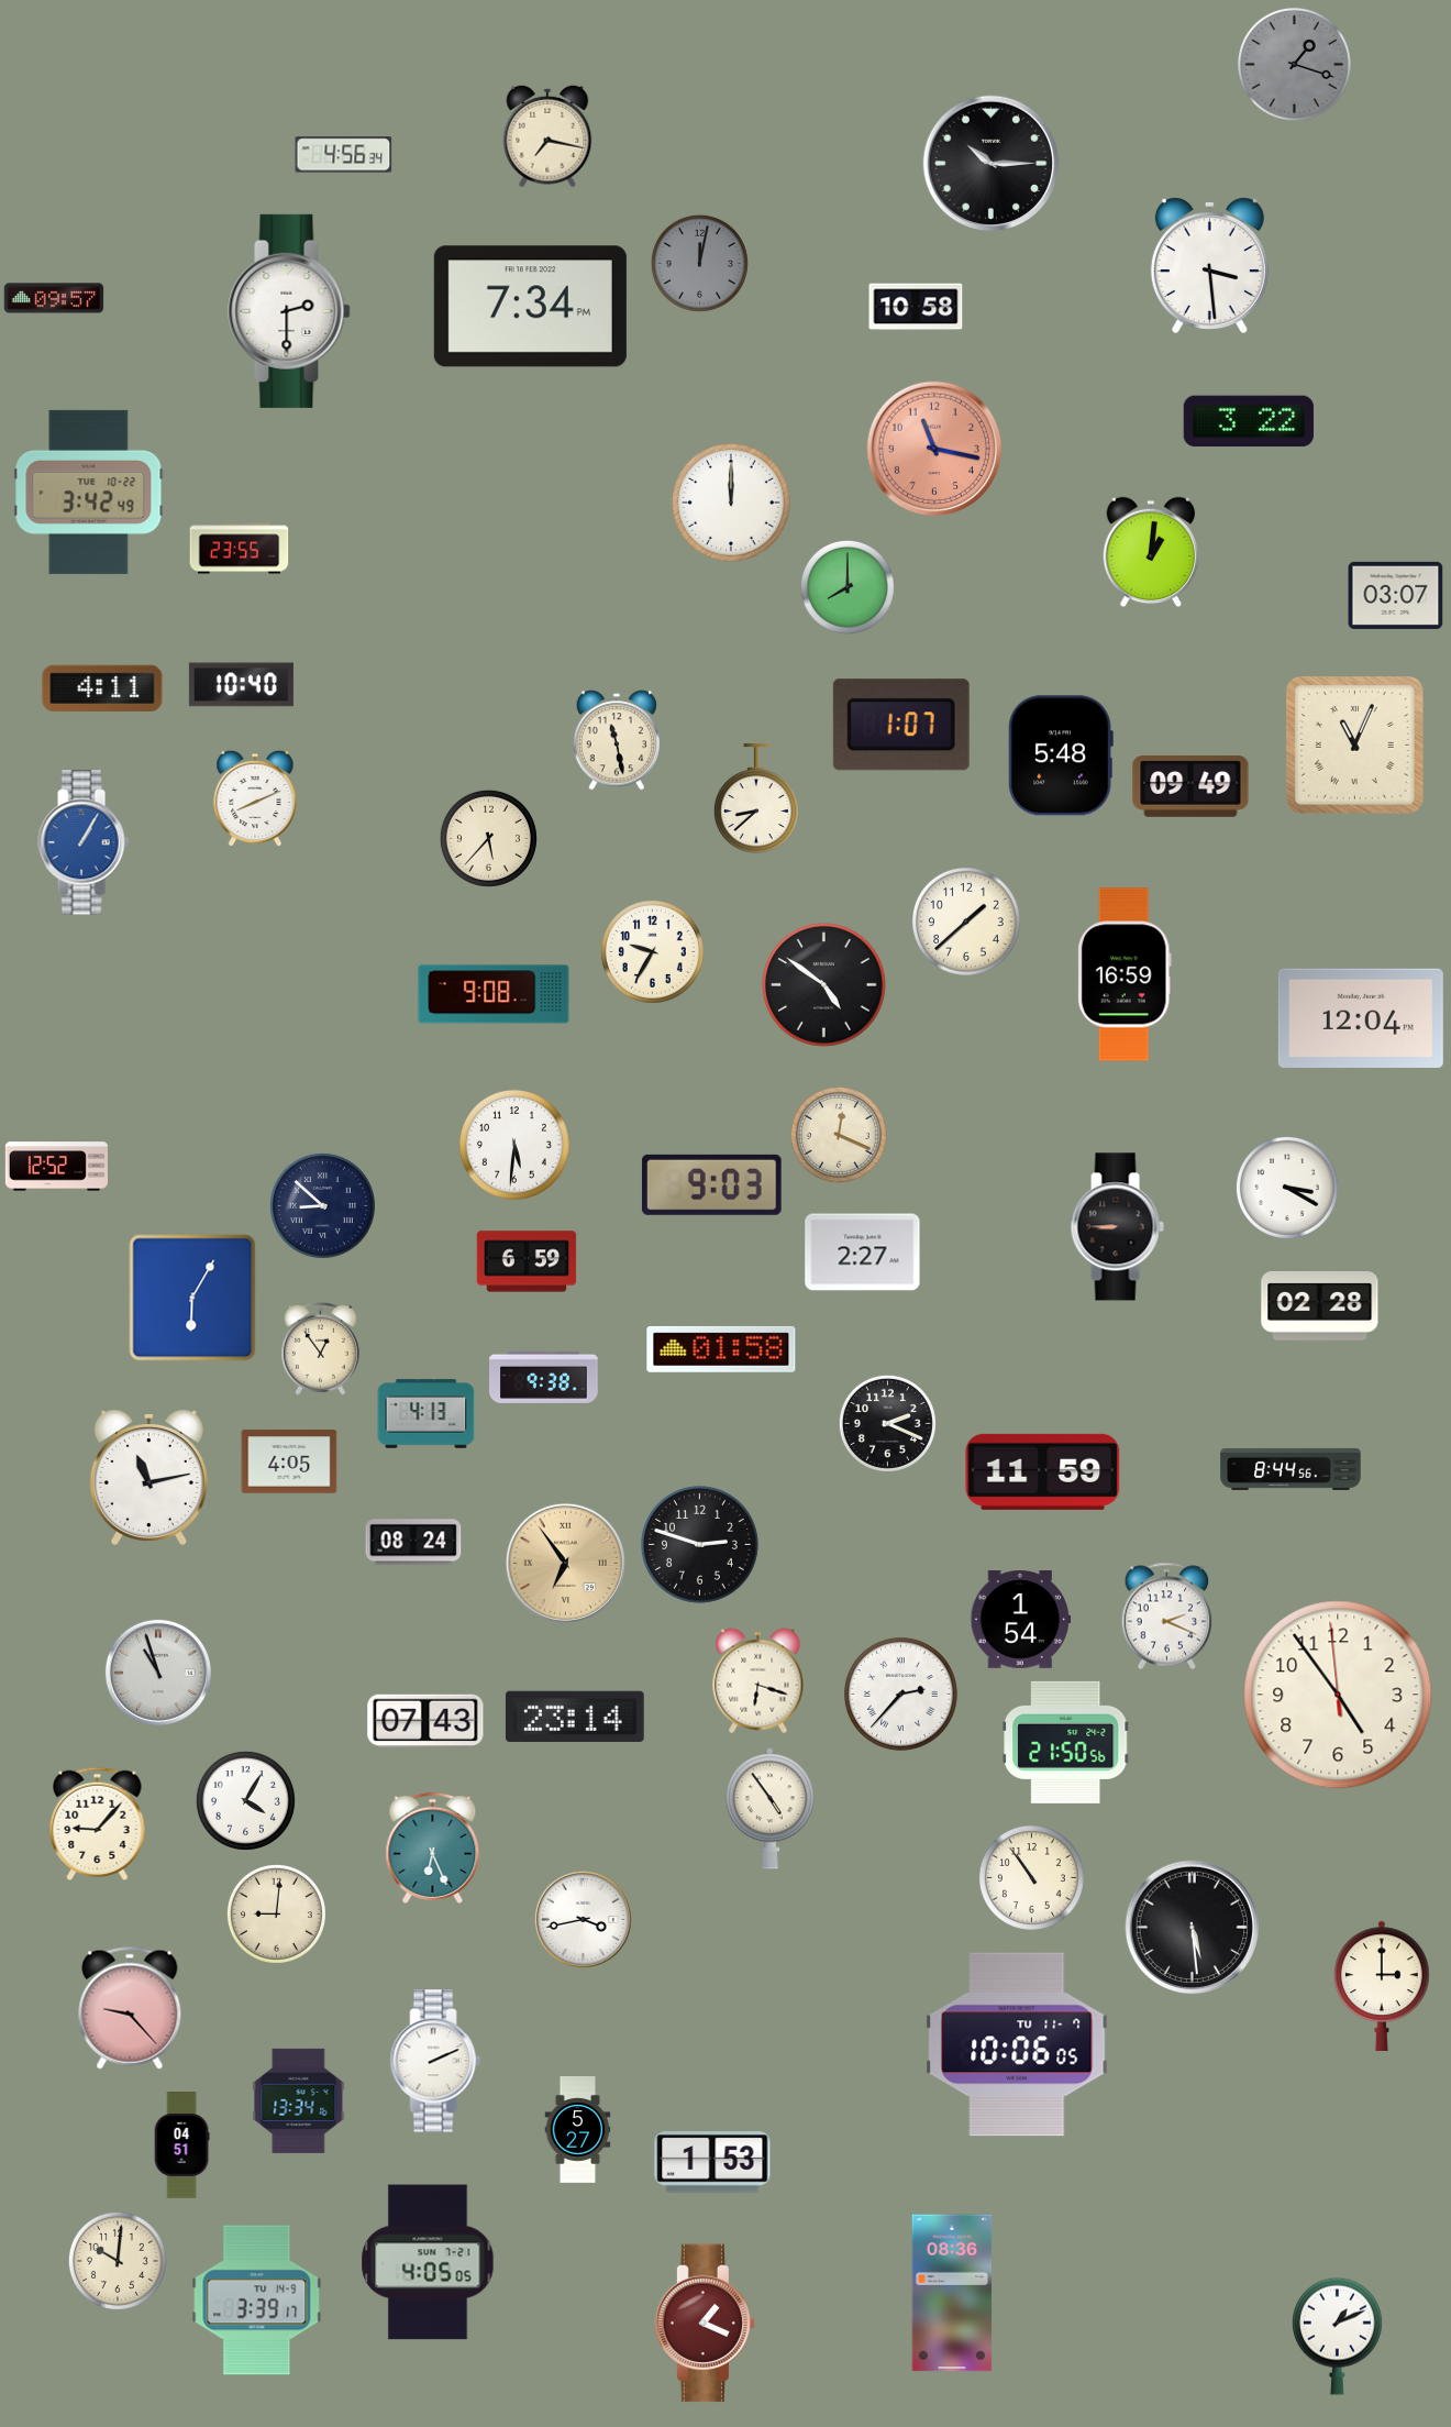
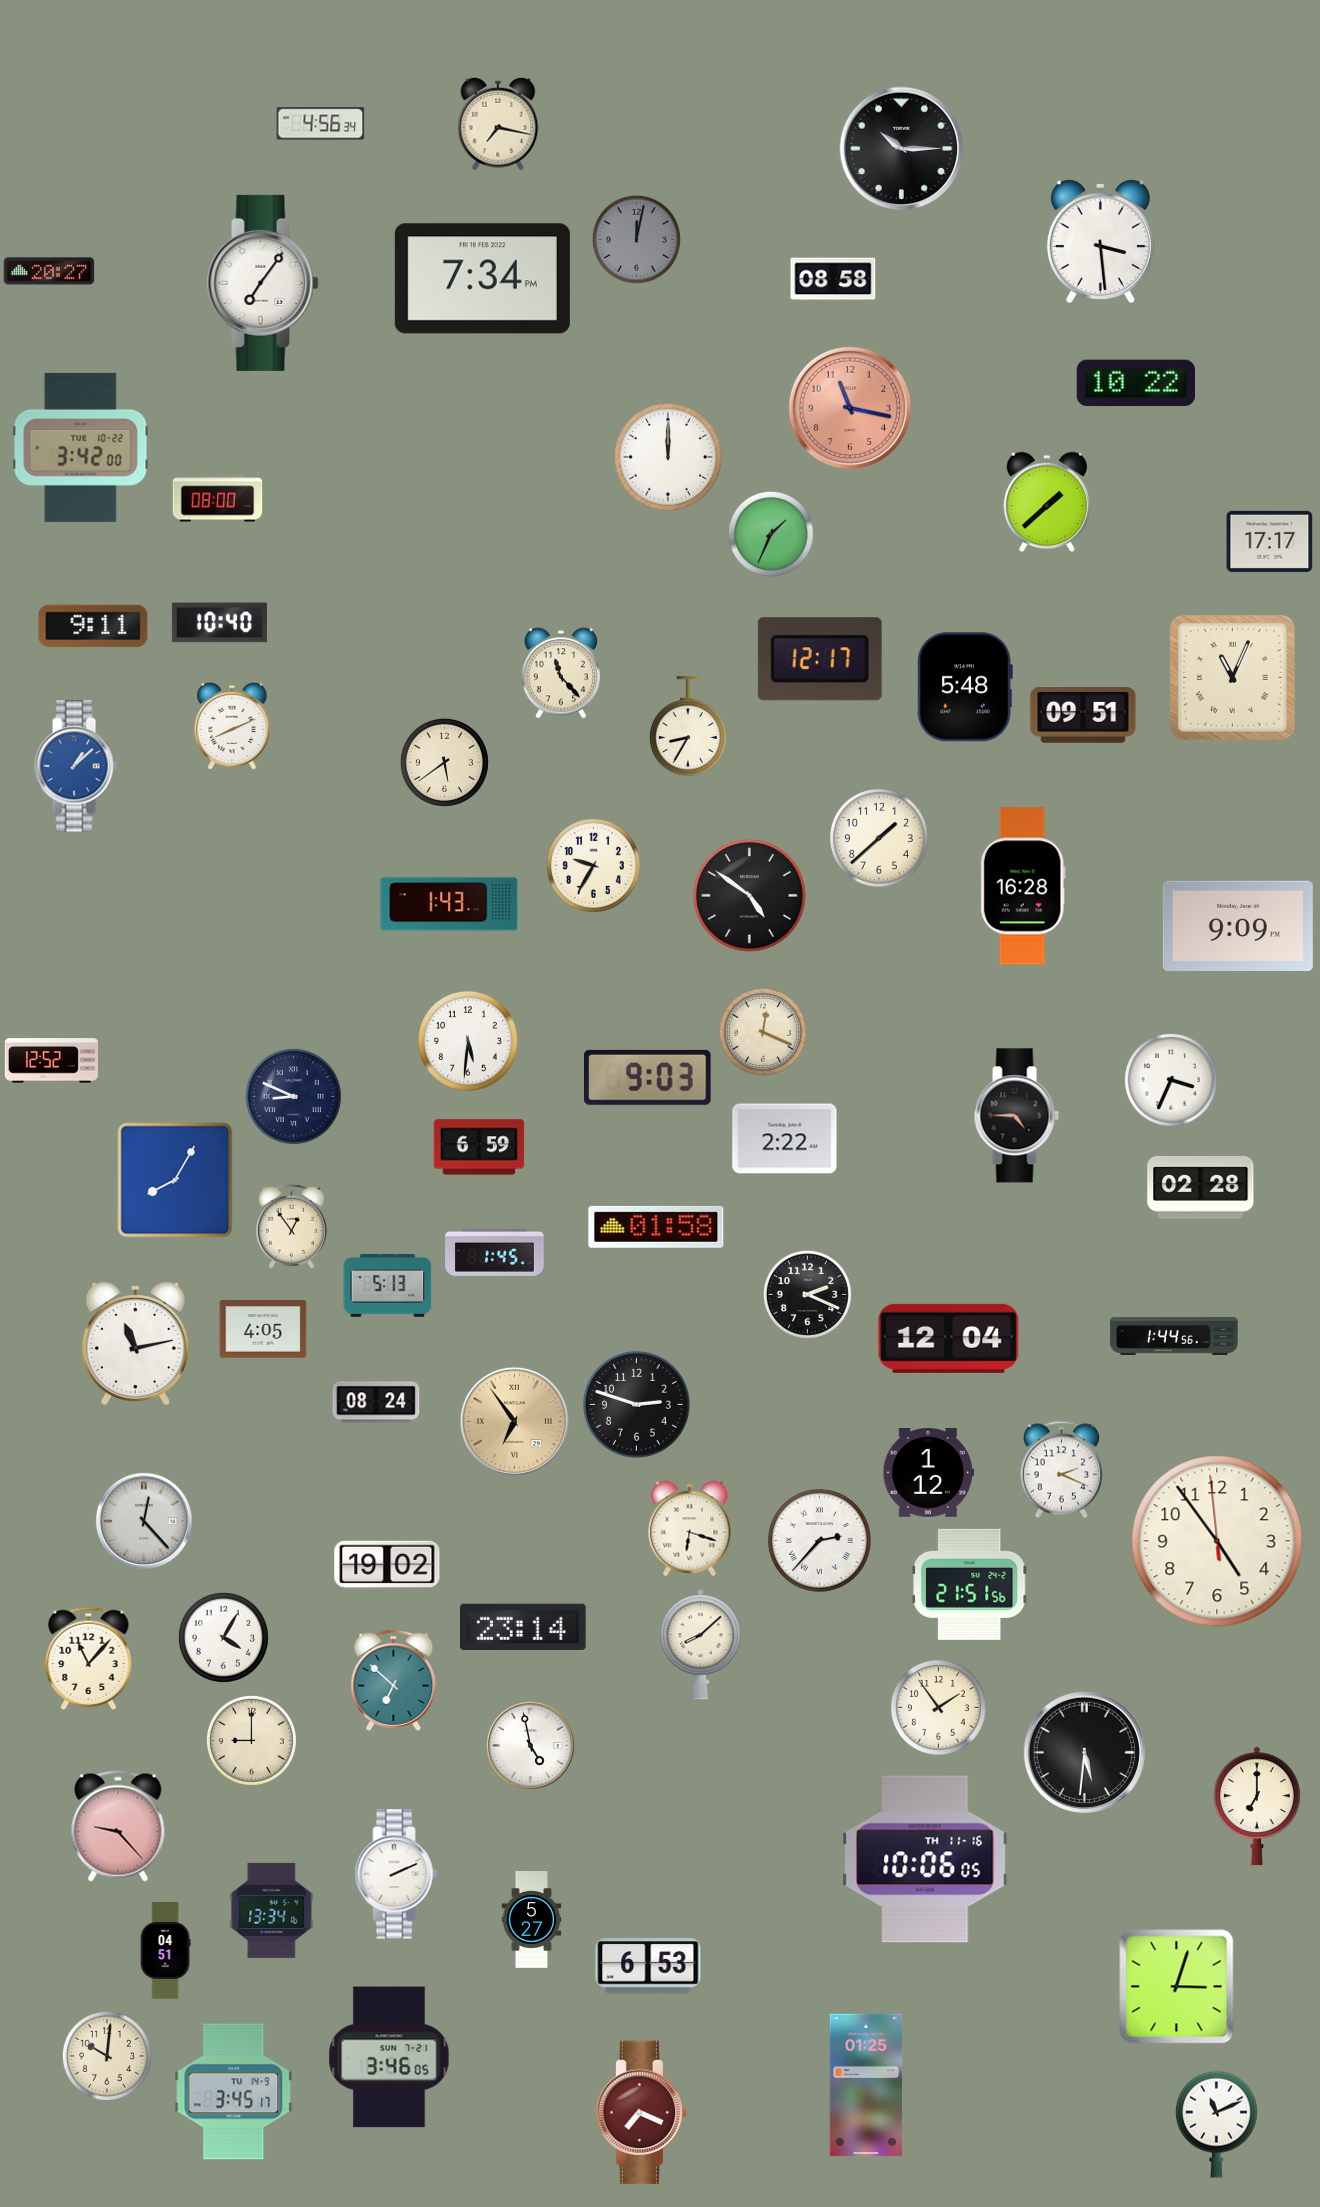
clock at (1294, 64): 1:18 -> none
clock at (344, 155) position: (344, 155) -> (321, 124)
clock at (54, 298): 09:57 -> 20:27
clock at (916, 307): 10:58 -> 08:58
clock at (289, 311): 2:30 -> 7:06
clock at (1249, 421): 3:22 -> 10:22
clock at (89, 492): 3:42:49 -> 3:42:00
clock at (732, 504) position: (732, 504) -> (669, 458)
clock at (240, 549): 23:55 -> 08:00
clock at (1151, 552): 1:01 -> 1:38
clock at (848, 587): 8:00 -> 1:34
clock at (1396, 595): 03:07 -> 17:17
clock at (102, 688): 4:11 -> 9:11
clock at (901, 725): 1:07 -> 12:17
clock at (617, 740): 11:28 -> 11:23
clock at (1190, 787): 09:49 -> 09:51
clock at (756, 798): 8:38 -> 8:35
clock at (488, 838): 5:37 -> 5:39
clock at (84, 842): 1:05 -> 1:08
clock at (1125, 974): 16:59 -> 16:28
clock at (494, 994): 9:08 -> 1:43
clock at (1361, 1018): 12:04 -> 9:09
clock at (1287, 1188): 3:20 -> 3:34
clock at (322, 1205): 8:52 -> 8:49
clock at (1117, 1227): 8:45 -> 4:45
clock at (863, 1253): 2:27 -> 2:22
clock at (192, 1298): 6:05 -> 8:05
clock at (544, 1377): 9:38 -> 1:45
clock at (427, 1414): 4:13 -> 5:13
clock at (1291, 1469): 8:44 -> 1:44
clock at (1043, 1471): 11:59 -> 12:04
clock at (1021, 1620): 1:54 -> 1:12
clock at (158, 1673): 10:57 -> 12:23
clock at (575, 1717) position: (575, 1717) -> (523, 1627)
clock at (425, 1720): 07:43 -> 19:02
clock at (1065, 1742): 21:50 -> 21:51
clock at (769, 1809): 4:54 -> 8:08
clock at (98, 1824): 9:07 -> 11:07
clock at (433, 1847): 6:26 -> 6:52
clock at (1031, 1877): 10:54 -> 1:54
clock at (276, 1913): 9:01 -> 9:00
clock at (583, 1919): 3:43 -> 4:58
clock at (1193, 1928): 5:29 -> 5:31
clock at (1383, 1986): 3:00 -> 7:00
clock at (1017, 2044) date: TU 11-7 -> TH 11-16
clock at (578, 2130) position: (578, 2130) -> (532, 1920)
clock at (712, 2162): 1:53 -> 6:53
clock at (1177, 1987): none -> 3:03
clock at (428, 2262): 4:05 -> 3:46
clock at (952, 2293): 08:36 -> 01:25
clock at (257, 2301): 3:39 -> 3:45
clock at (706, 2324): 1:19 -> 7:19
clock at (1337, 2336): 1:11 -> 11:11
